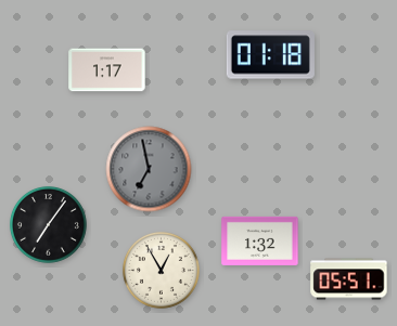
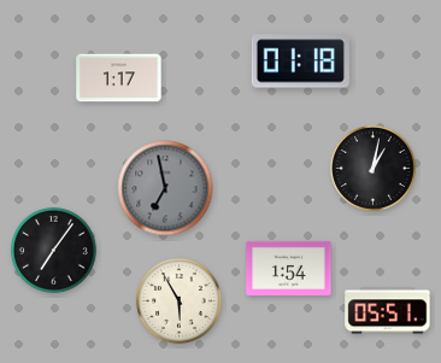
clock at (372, 168): none -> 1:02
clock at (260, 240): 1:32 -> 1:54
clock at (161, 270): 12:55 -> 5:55
